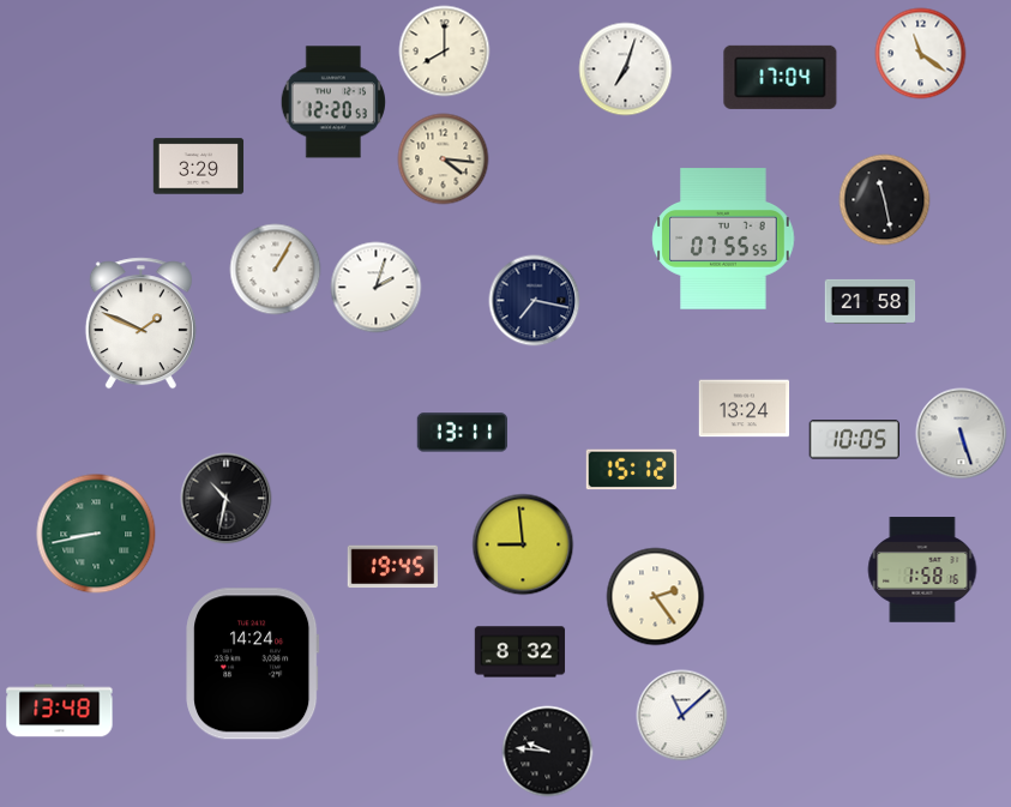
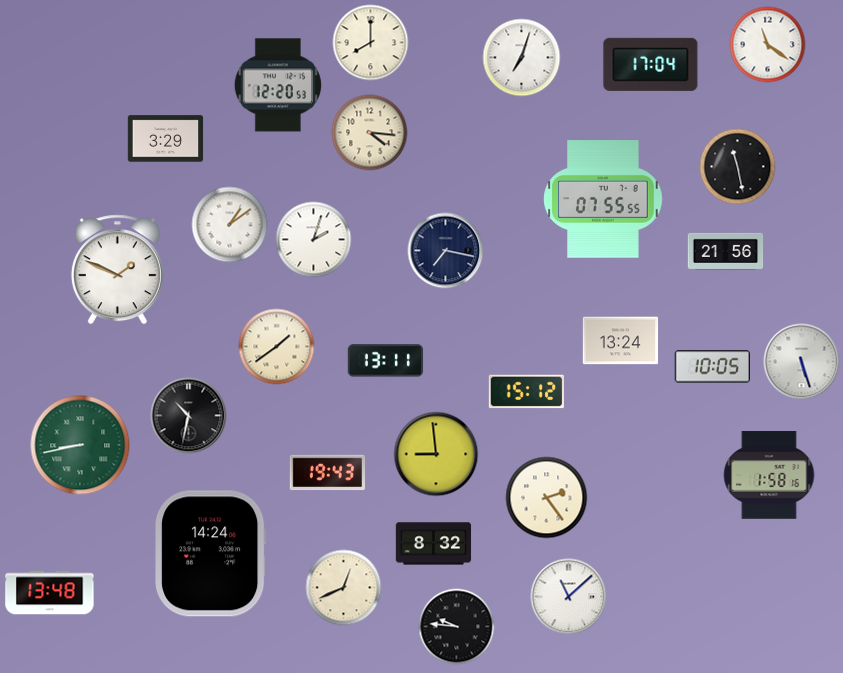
clock at (276, 270): 1:05 -> 1:09
clock at (871, 301): 21:58 -> 21:56
clock at (277, 347): none -> 1:39
clock at (392, 567): 19:45 -> 19:43
clock at (344, 588): none -> 12:41
